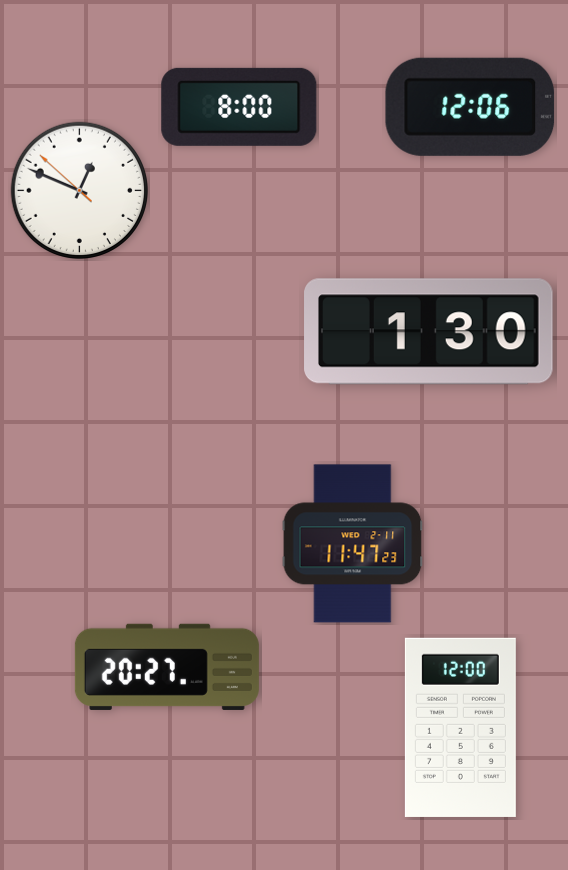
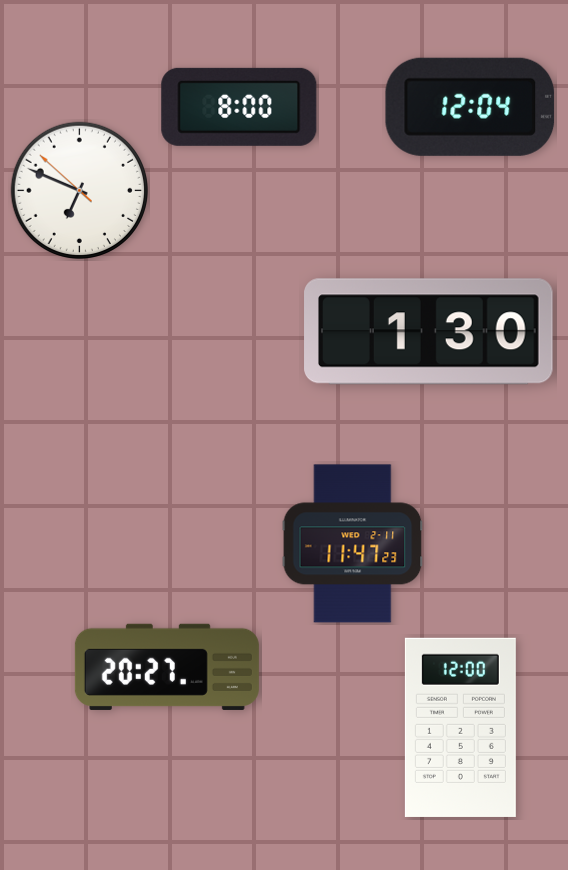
clock at (470, 107): 12:06 -> 12:04
clock at (79, 190): 12:48 -> 6:48
